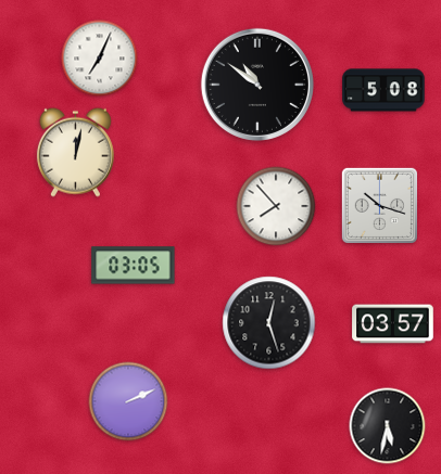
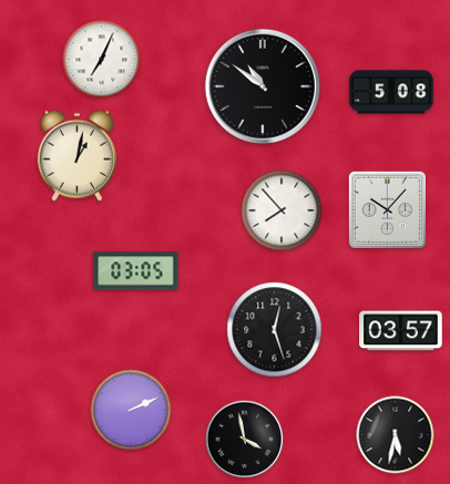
clock at (75, 152): 12:02 -> 1:02
clock at (379, 205): 10:18 -> 10:07
clock at (245, 440): none -> 3:58
